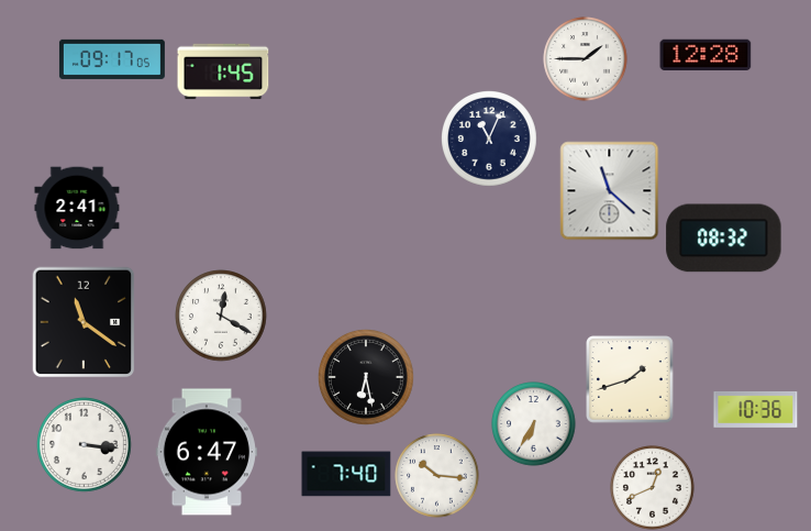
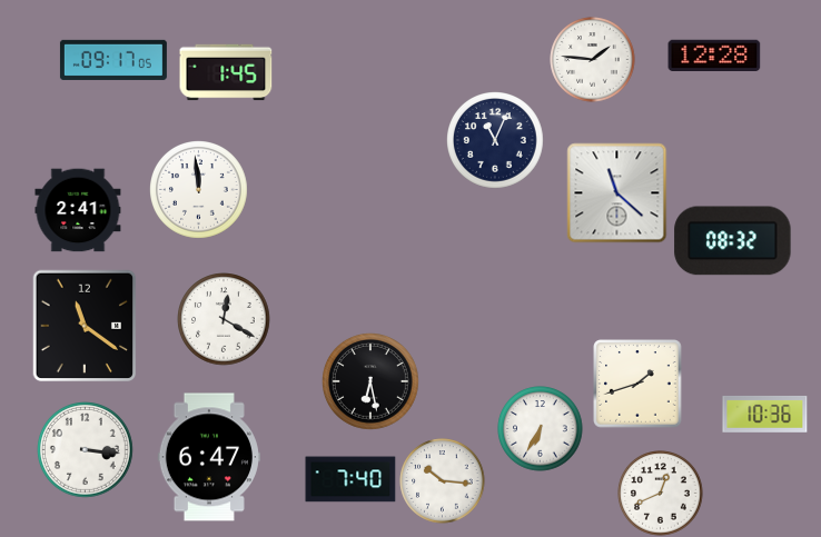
clock at (586, 59): 1:45 -> 1:46
clock at (199, 190): none -> 11:59
